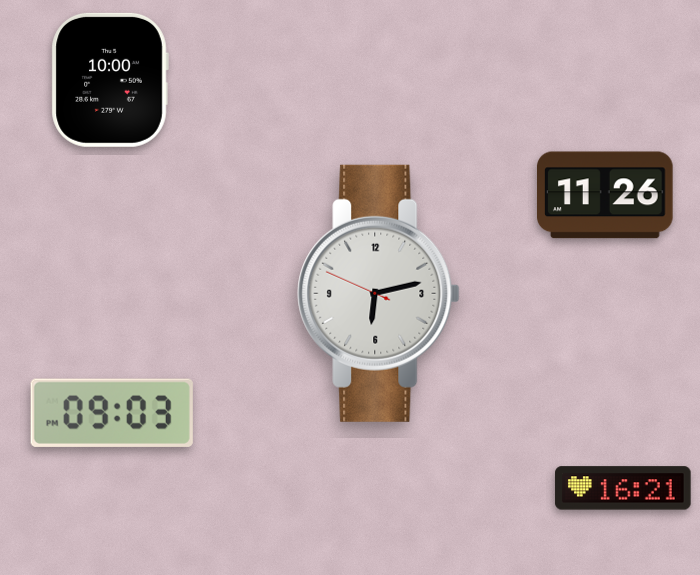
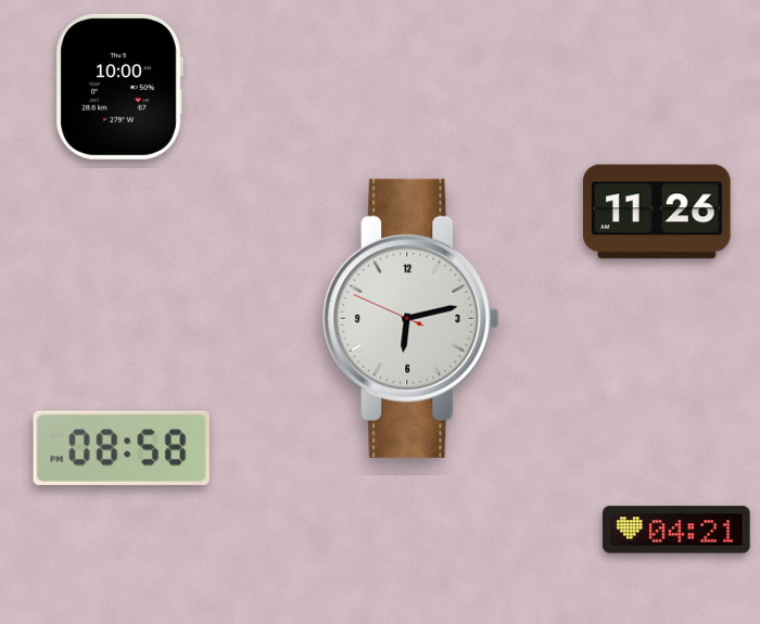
clock at (112, 413): 09:03 -> 08:58
clock at (623, 488): 16:21 -> 04:21
